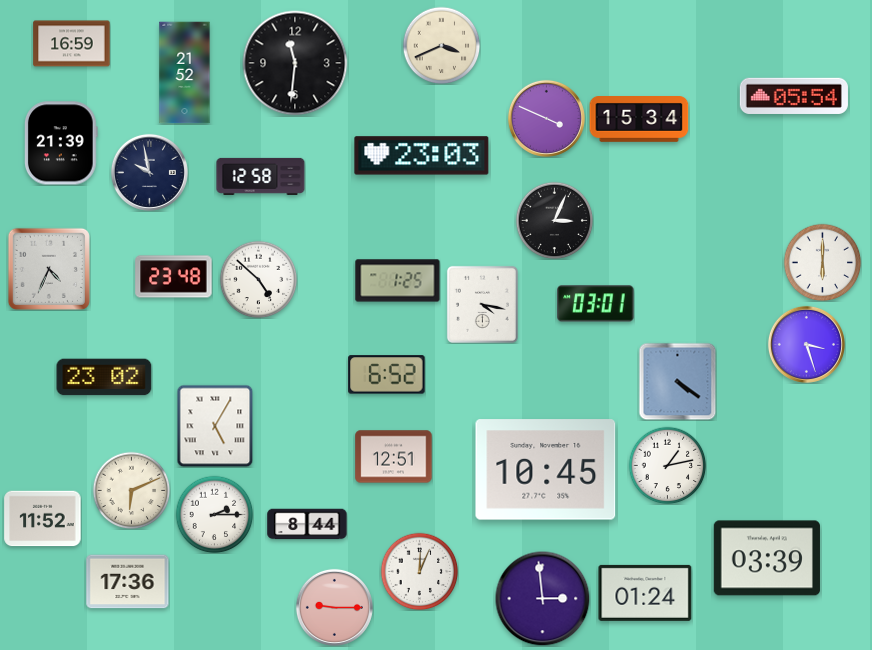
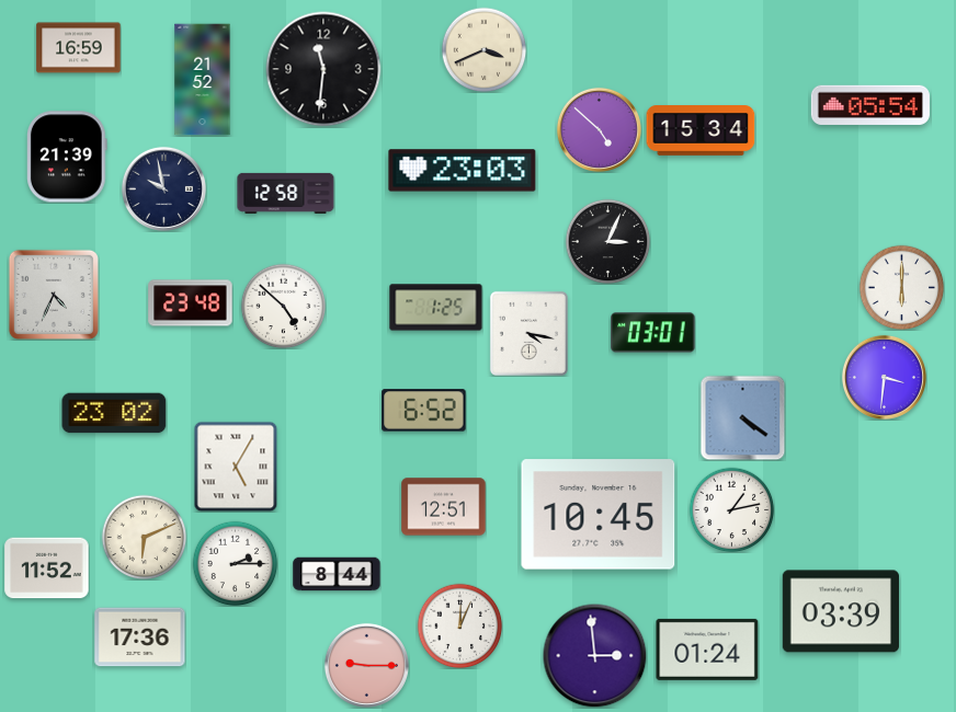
clock at (546, 118): 3:49 -> 4:52
clock at (806, 344): 3:27 -> 3:31
clock at (394, 457) position: (394, 457) -> (444, 507)
